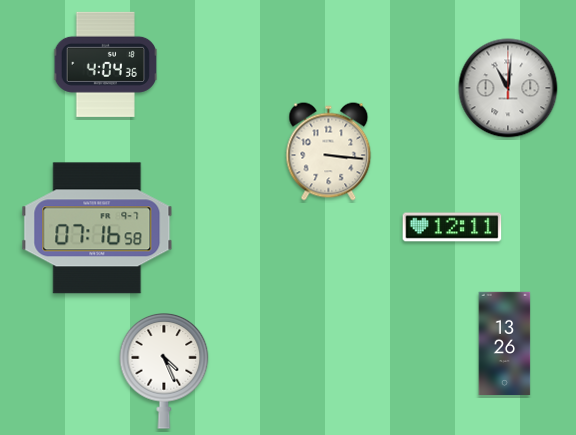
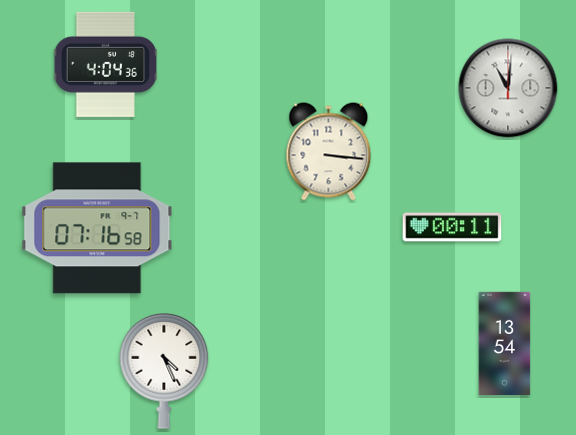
clock at (452, 227): 12:11 -> 00:11
clock at (505, 343): 13:26 -> 13:54
